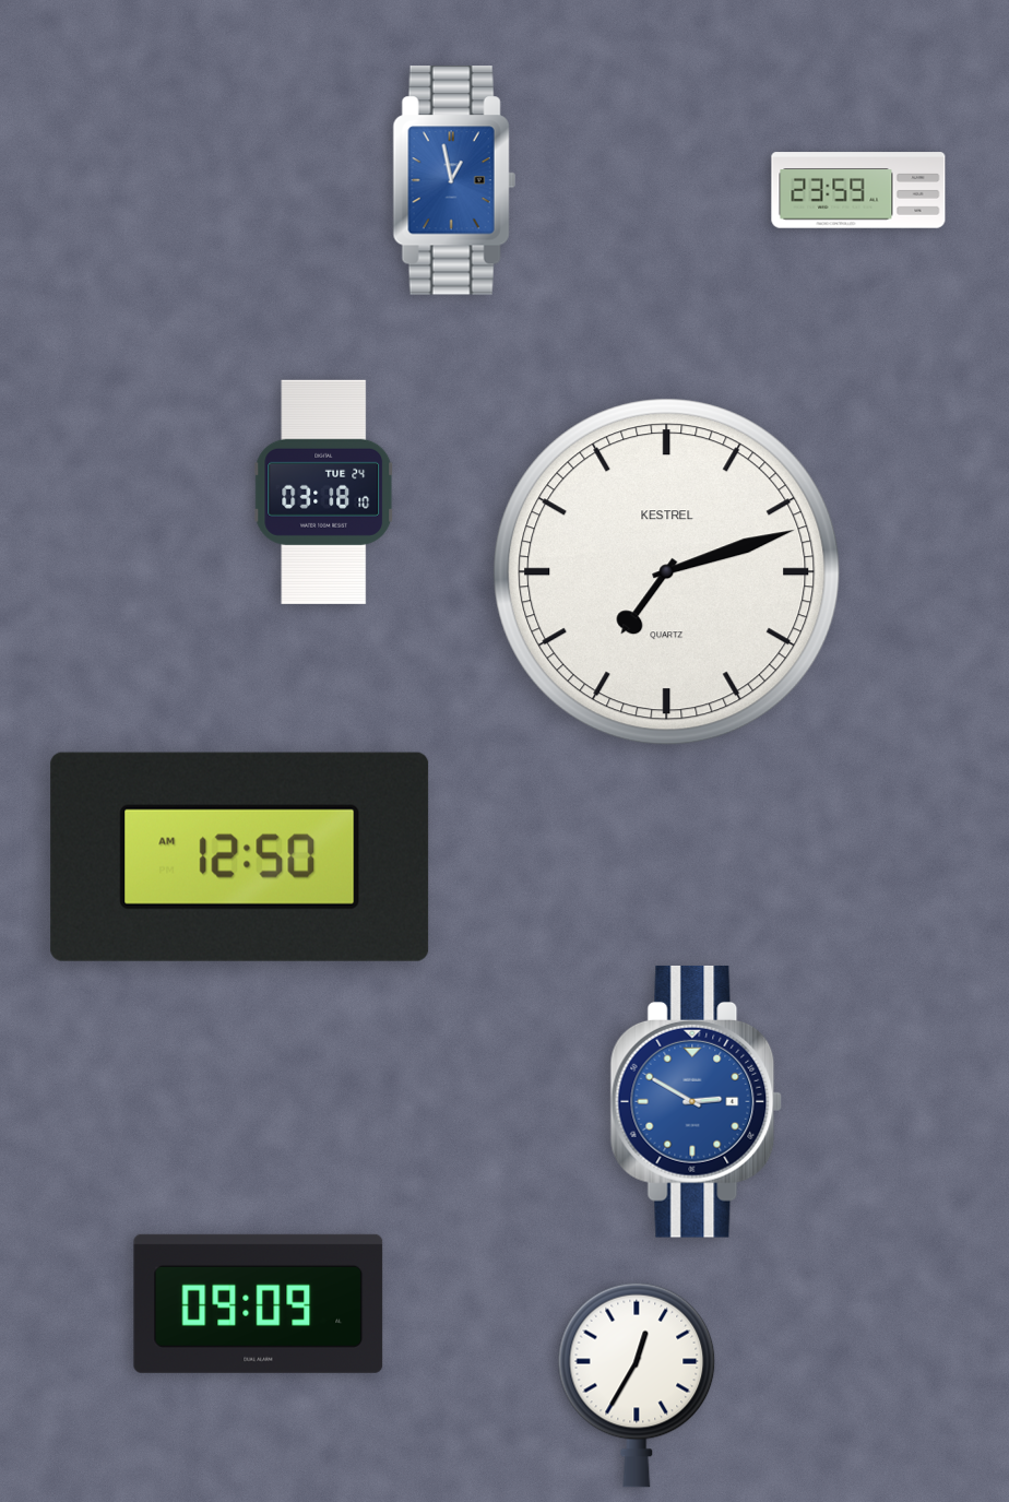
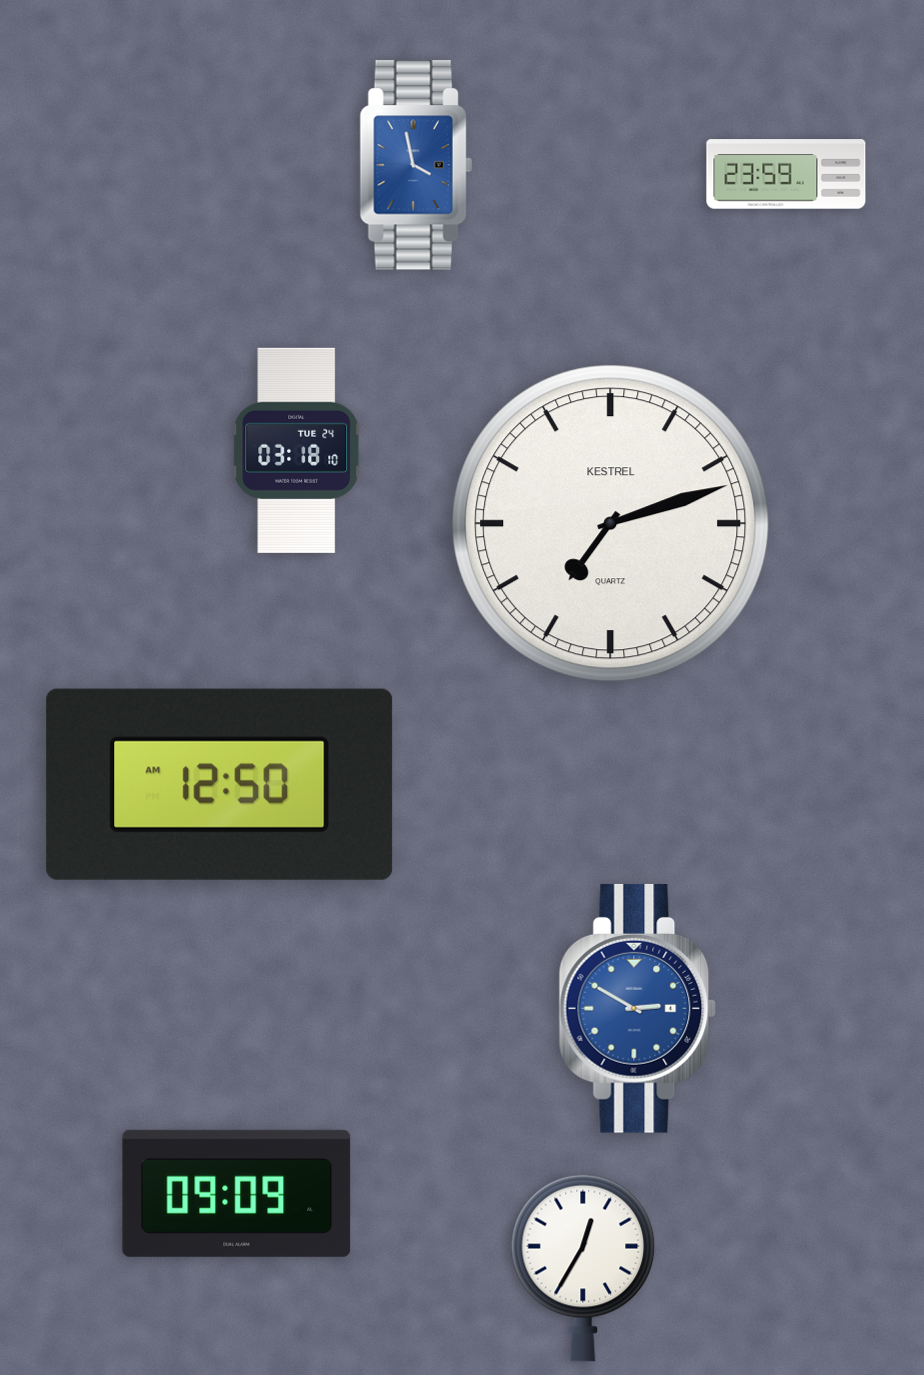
clock at (454, 180): 12:58 -> 3:58
